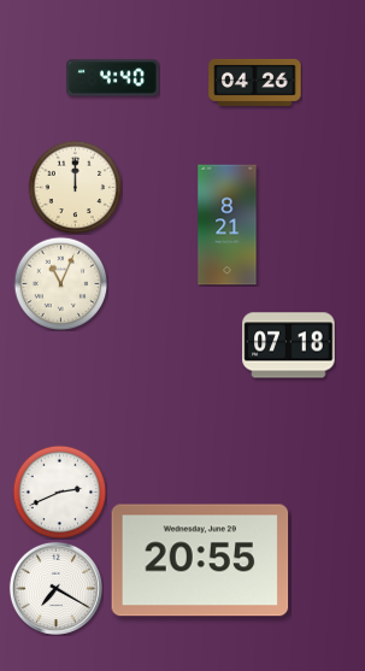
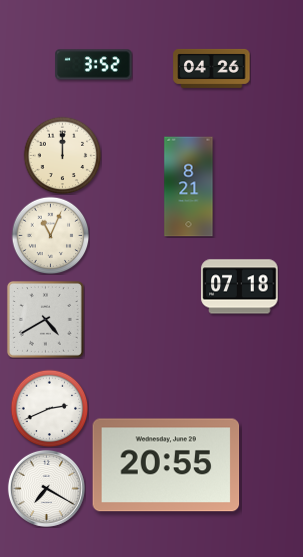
clock at (113, 78): 4:40 -> 3:52
clock at (45, 319): none -> 4:40
